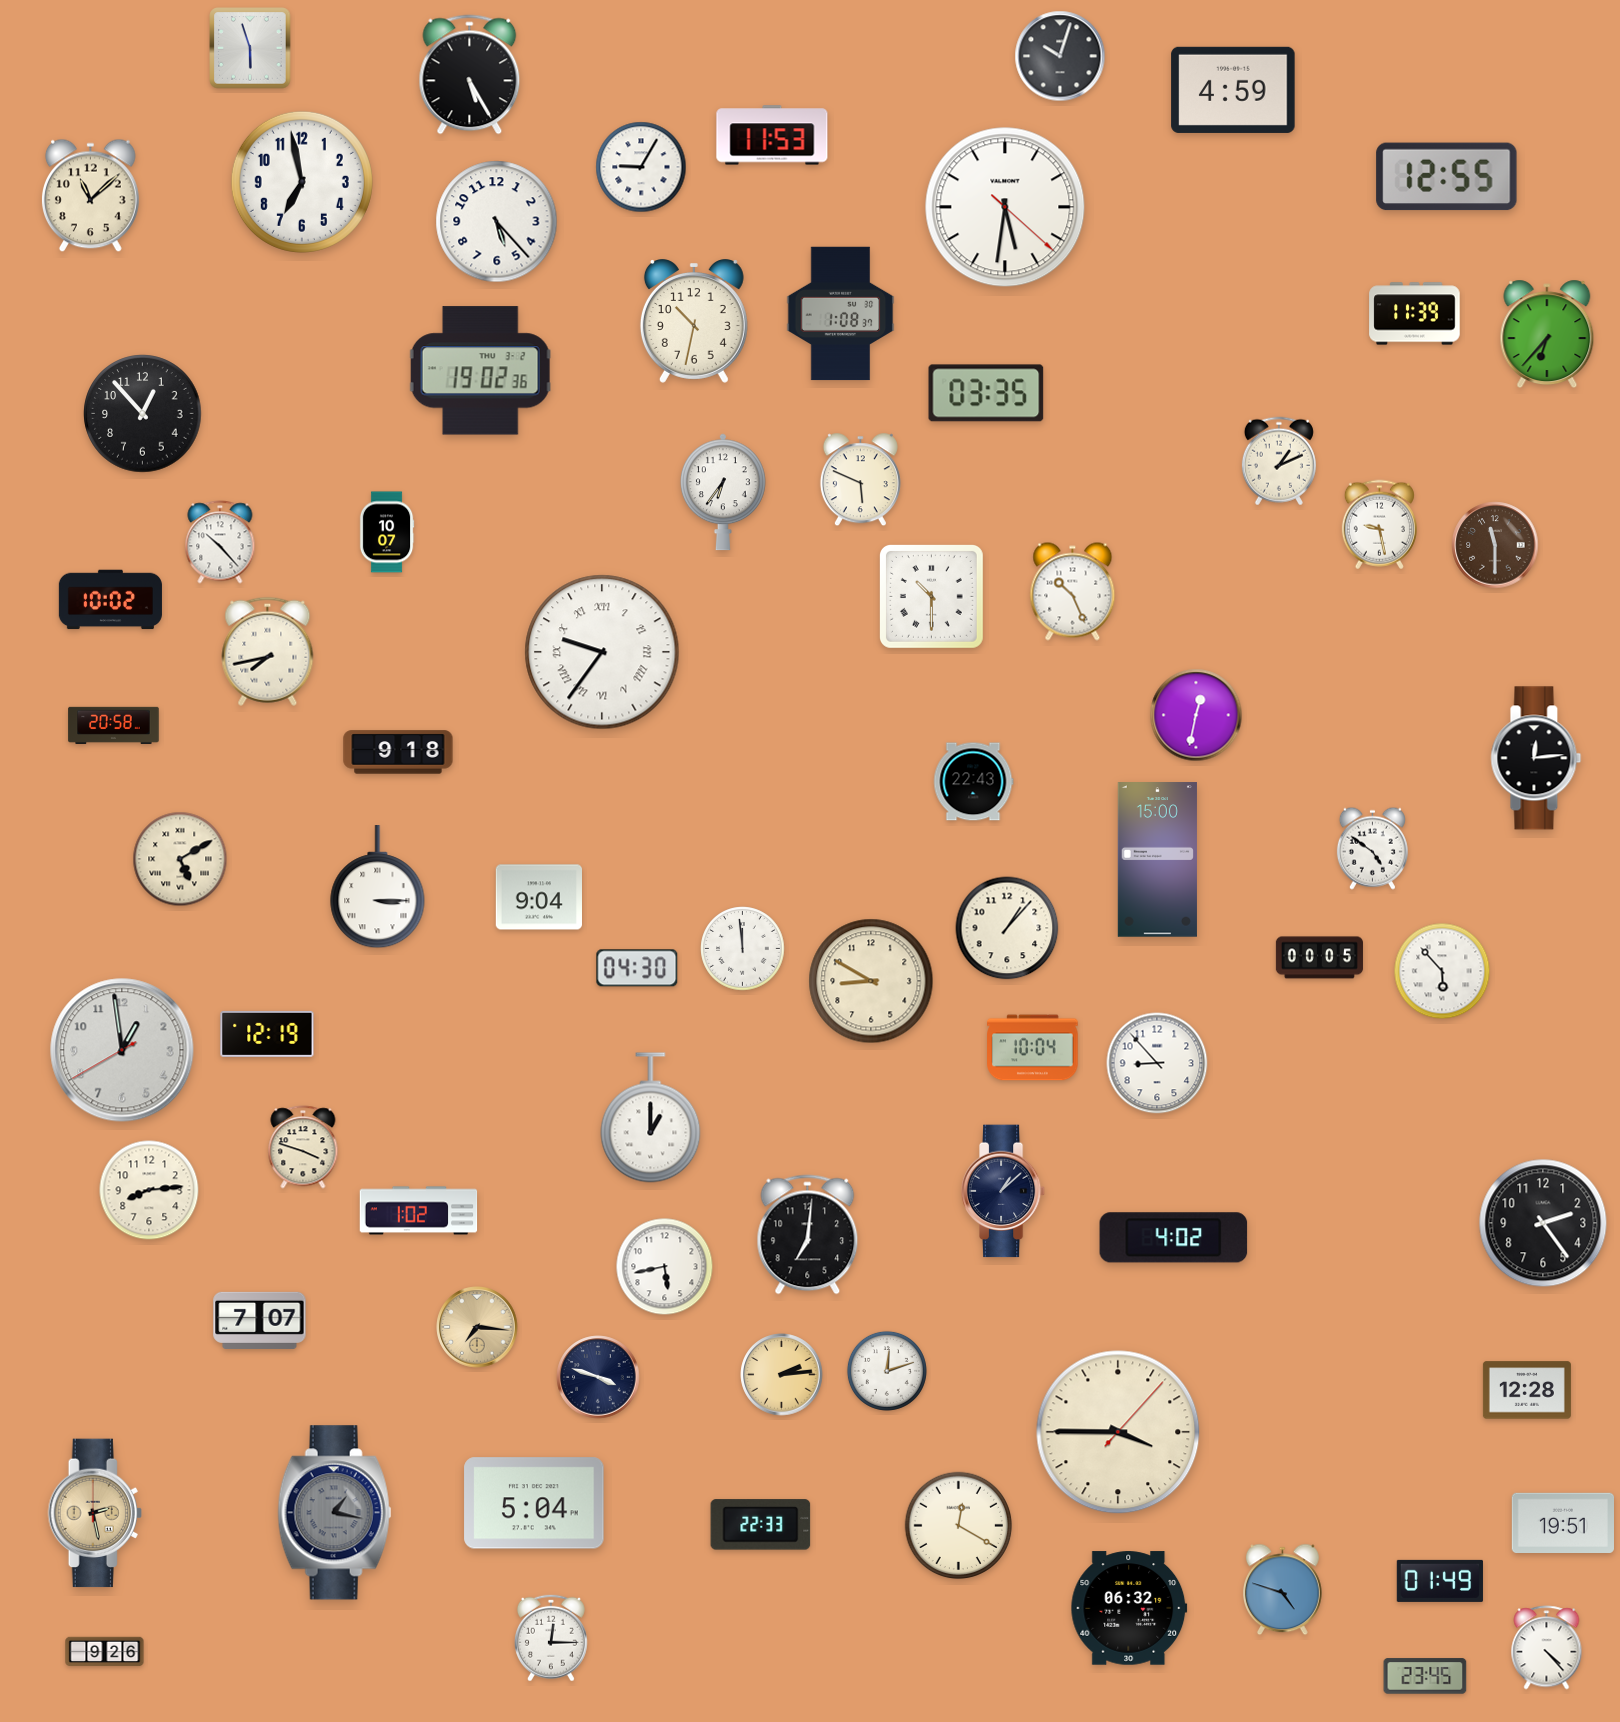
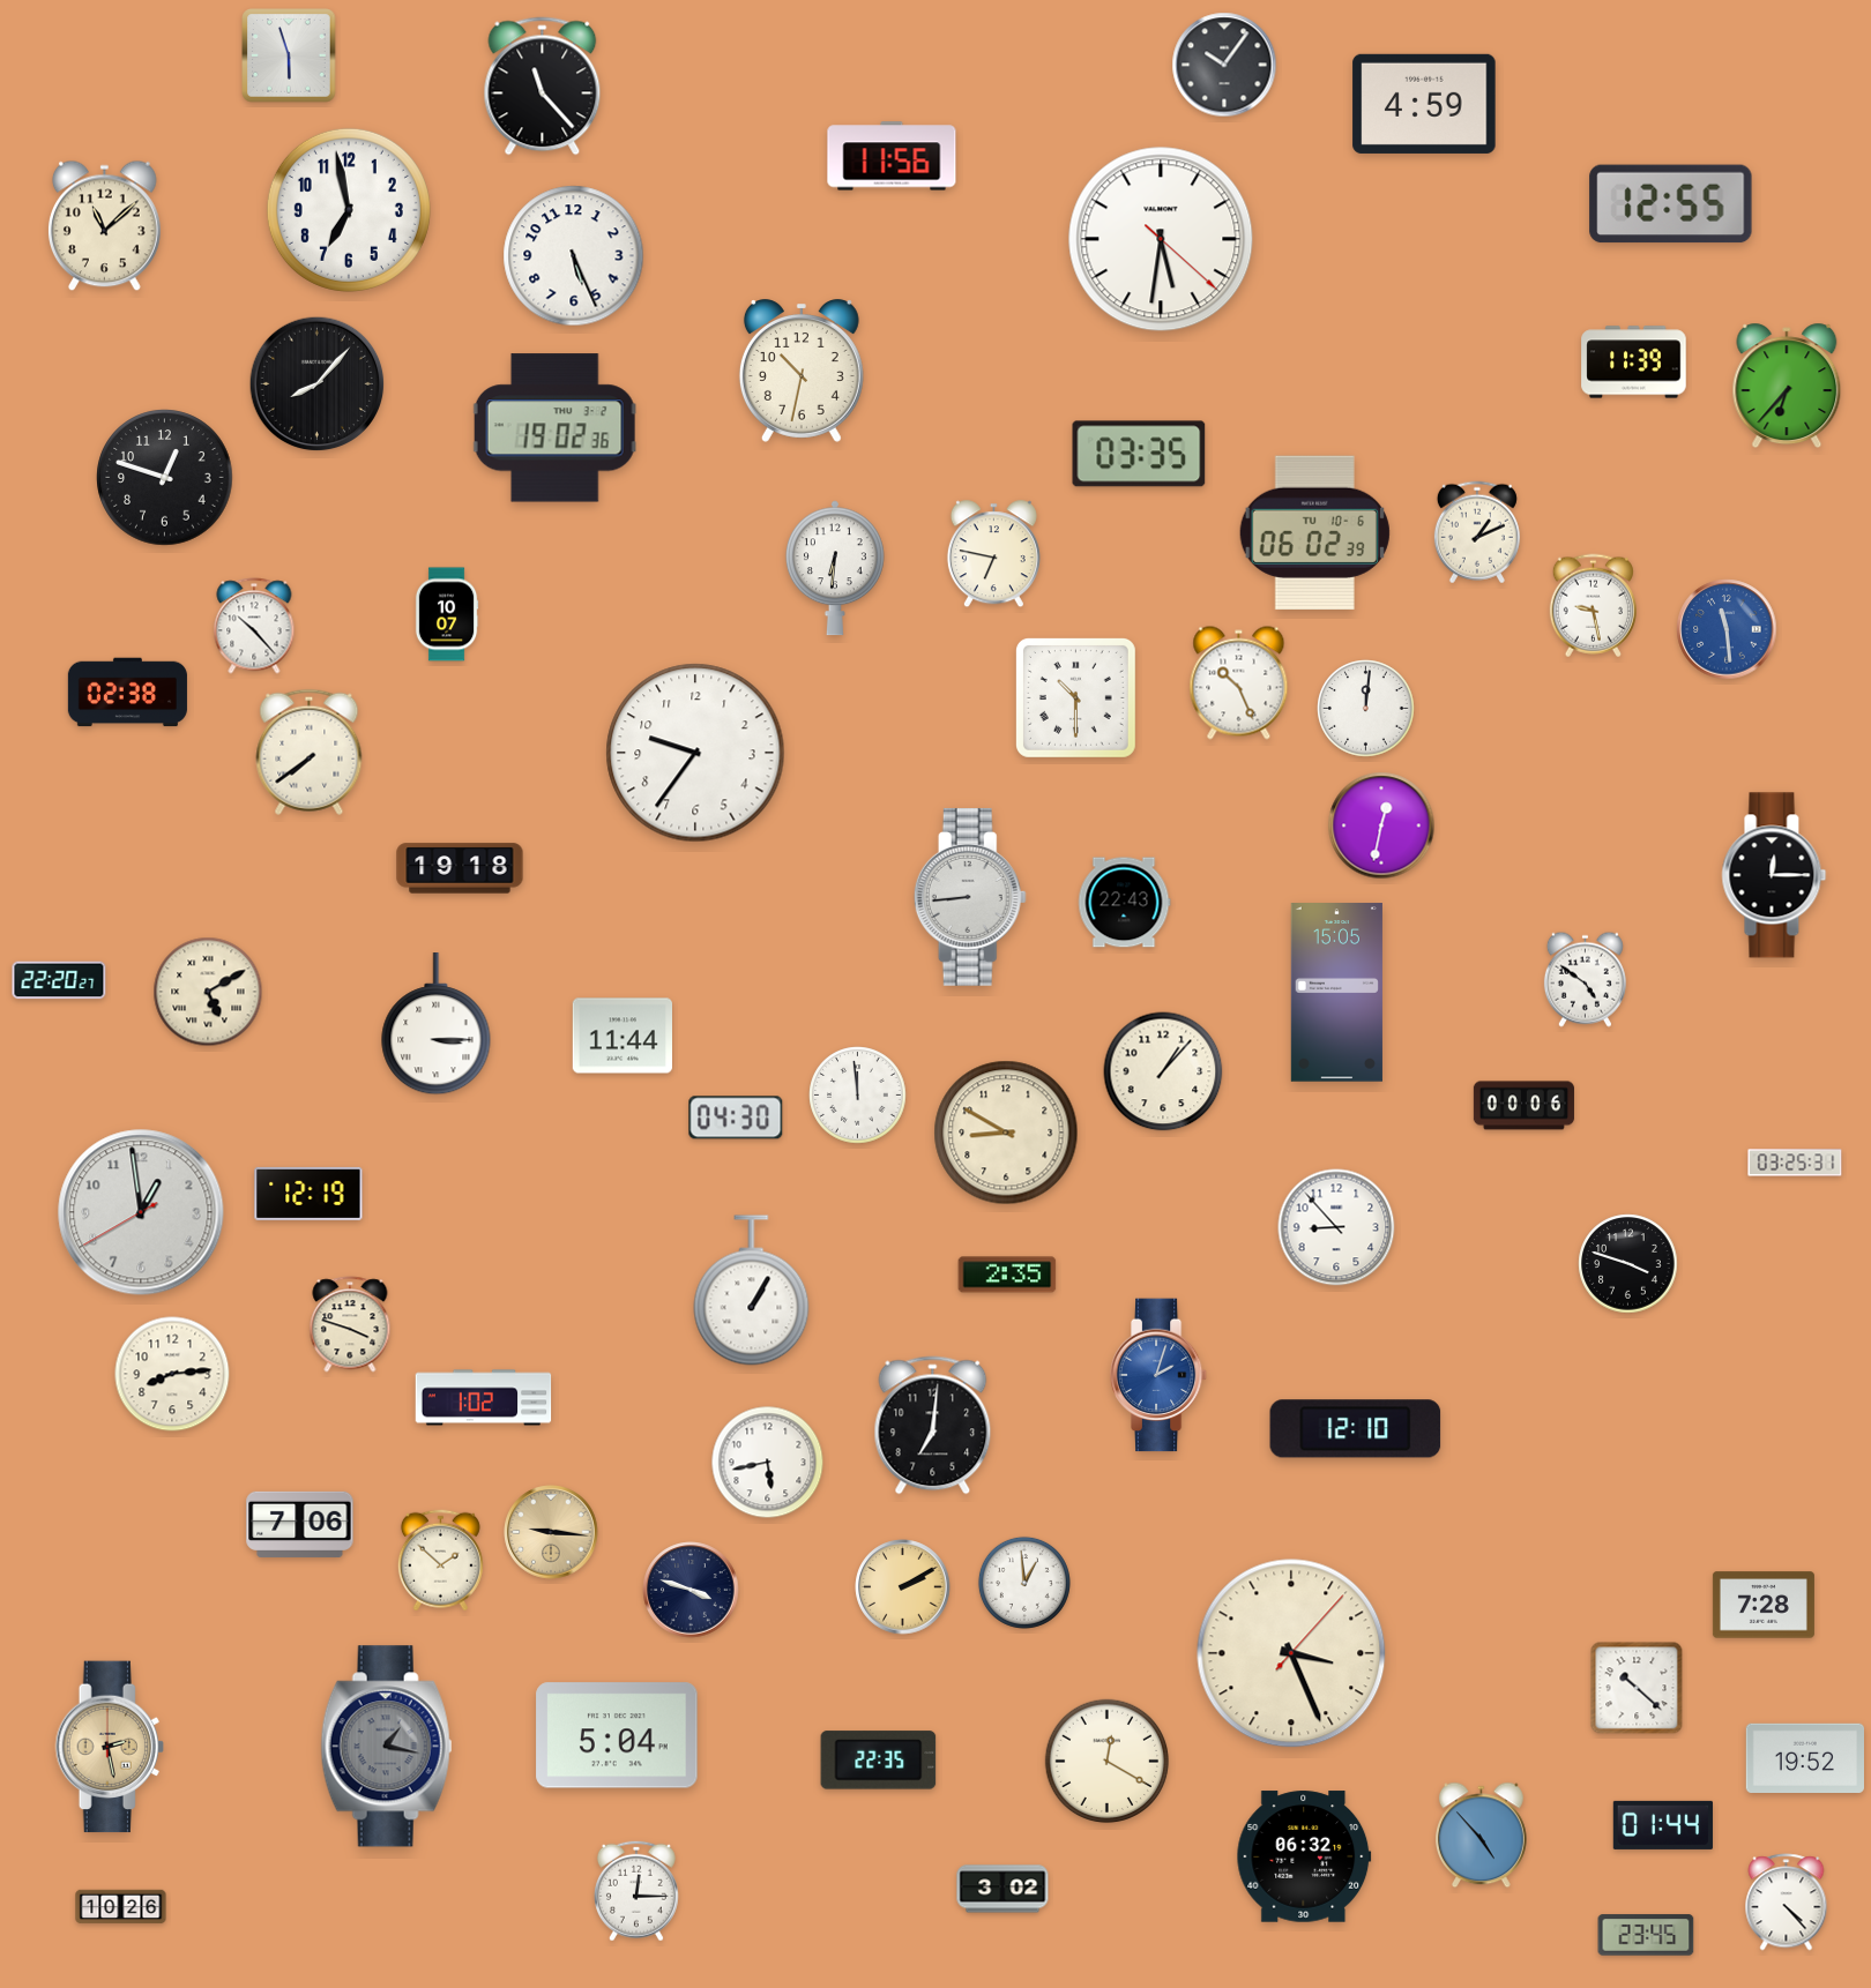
clock at (1060, 56): 10:03 -> 10:06
clock at (470, 75): 5:25 -> 11:23
clock at (772, 135): 11:53 -> 11:56
clock at (641, 167): 9:05 -> none
clock at (497, 222): 5:23 -> 5:26
clock at (841, 314): 1:08 -> none
clock at (318, 384): none -> 8:07
clock at (143, 414): 12:53 -> 12:48
clock at (1314, 532): none -> 06:02
clock at (860, 480): 5:49 -> 6:47
clock at (723, 492): 6:36 -> 6:31
clock at (1495, 545): 11:30 -> 11:29
clock at (1495, 545) dial: brown -> blue
clock at (931, 596) position: (931, 596) -> (1075, 697)
clock at (110, 600): 10:02 -> 02:38
clock at (1366, 709): none -> 12:01
clock at (268, 651): 7:43 -> 7:39
clock at (602, 652) numerals: Roman -> Arabic
clock at (114, 725): 20:58 -> none
clock at (398, 752): 9:18 -> 19:18
clock at (1536, 758): 12:14 -> 12:15
clock at (970, 897): none -> 8:44
clock at (59, 980): none -> 22:20
clock at (1157, 860): 15:00 -> 15:05
clock at (538, 897): 9:04 -> 11:44
clock at (1319, 958): 00:05 -> 00:06
clock at (1442, 971): 5:53 -> none
clock at (1795, 1163): none -> 03:25
clock at (1033, 1048): 10:04 -> none
clock at (1628, 1264): none -> 3:48
clock at (1007, 1275): none -> 2:35
clock at (651, 1118): 1:00 -> 1:05
clock at (1003, 1191): 1:08 -> 2:03
clock at (1003, 1191) dial: navy -> blue
clock at (1543, 1223): 2:24 -> none
clock at (1174, 1238): 4:02 -> 12:10
clock at (260, 1320): 7:07 -> 7:06
clock at (477, 1327): 7:16 -> 9:16
clock at (440, 1561): none -> 1:52
clock at (887, 1371): 12:12 -> 12:59
clock at (782, 1375): 2:14 -> 2:10
clock at (1527, 1390): 12:28 -> 7:28
clock at (1118, 1432): 3:45 -> 3:26
clock at (1637, 1688): none -> 10:22
clock at (1562, 1522): 19:51 -> 19:52
clock at (761, 1525): 22:33 -> 22:35
clock at (1440, 1581): 01:49 -> 01:44
clock at (1283, 1590): 4:48 -> 4:53
clock at (1002, 1889): none -> 3:02
clock at (105, 1652): 9:26 -> 10:26
